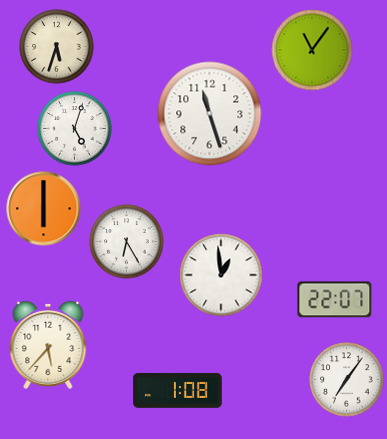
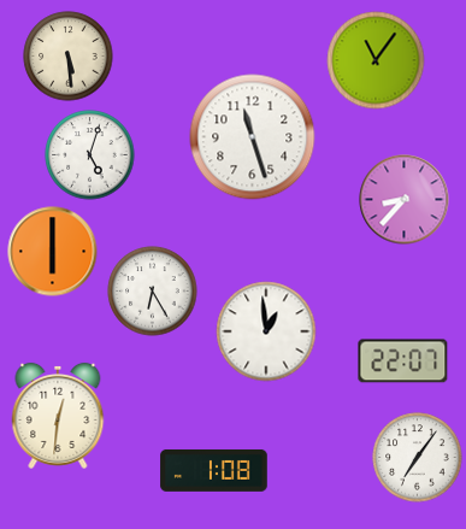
clock at (57, 47): 5:33 -> 5:29
clock at (405, 200): none -> 8:37
clock at (48, 345): 5:37 -> 12:31
